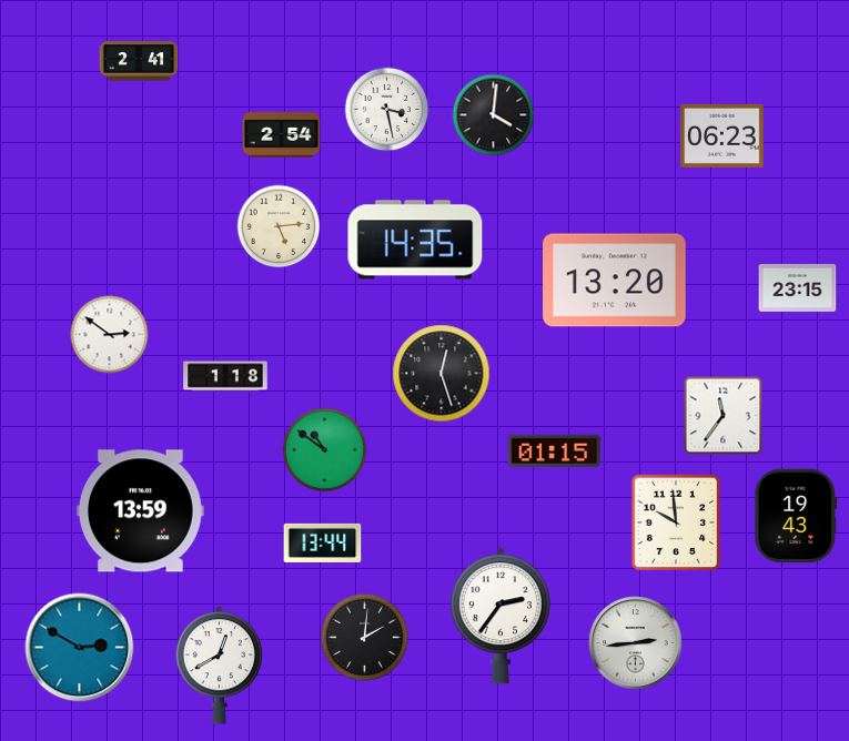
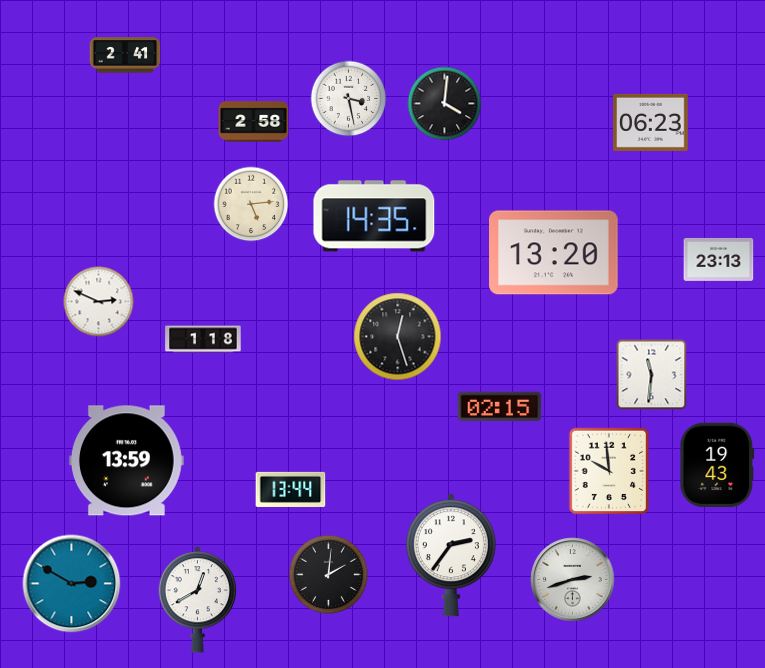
clock at (282, 135): 2:54 -> 2:58
clock at (798, 287): 23:15 -> 23:13
clock at (110, 335): 2:51 -> 2:49
clock at (724, 416): 11:36 -> 11:31
clock at (325, 450): 10:51 -> none
clock at (555, 451): 01:15 -> 02:15
clock at (636, 643): 2:44 -> 2:42
